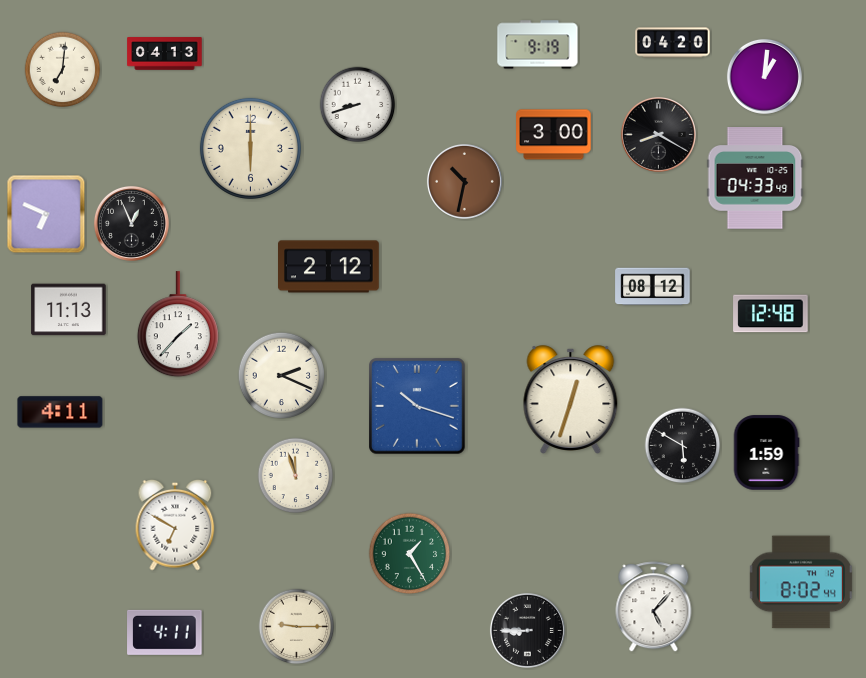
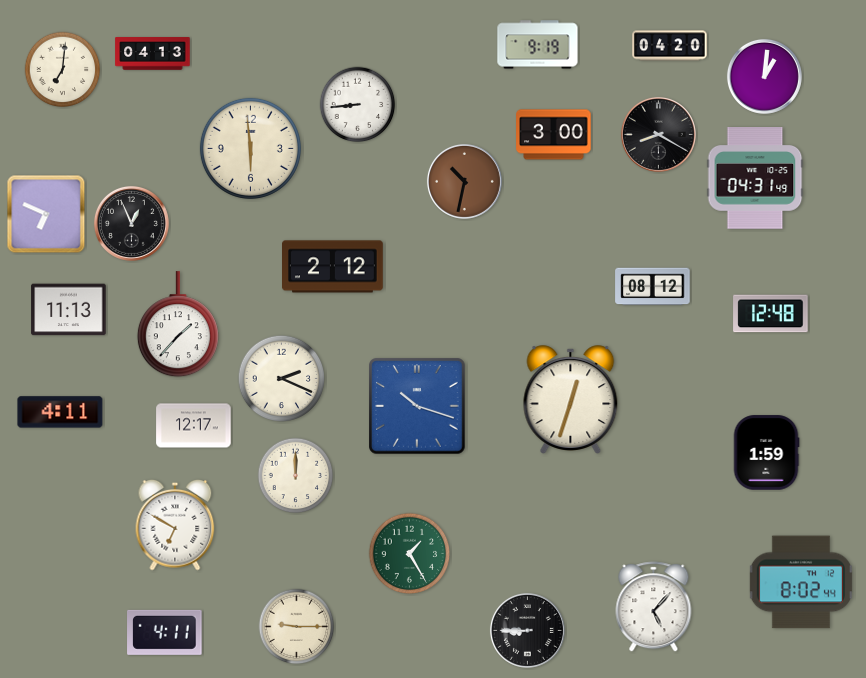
clock at (673, 43) position: (673, 43) -> (670, 46)
clock at (165, 54) position: (165, 54) -> (153, 54)
clock at (358, 105): 8:42 -> 8:44
clock at (250, 148): 6:00 -> 5:59
clock at (755, 178): 04:33 -> 04:31
clock at (329, 267) position: (329, 267) -> (333, 267)
clock at (281, 375) position: (281, 375) -> (281, 378)
clock at (194, 426): none -> 12:17
clock at (683, 446): 5:50 -> none
clock at (296, 476): 11:57 -> 12:00
